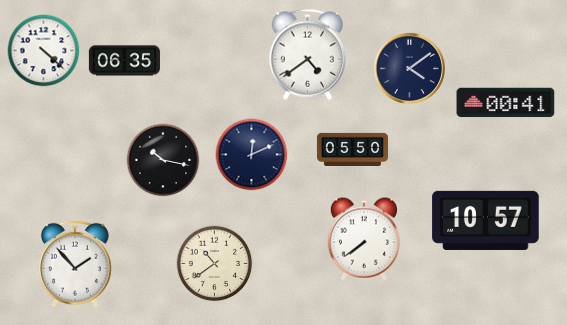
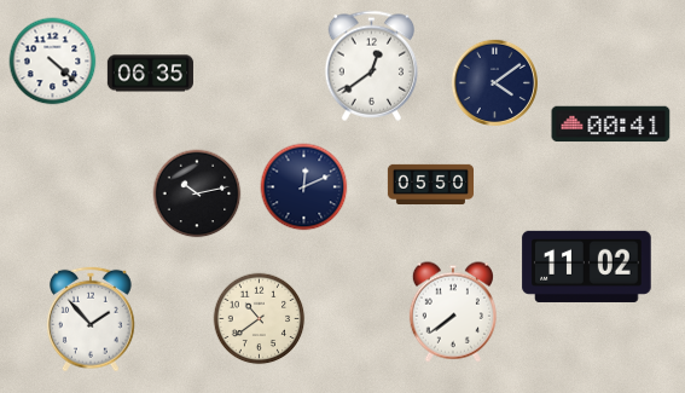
clock at (308, 54): 4:39 -> 12:39
clock at (352, 149) position: (352, 149) -> (430, 184)
clock at (163, 160): 10:17 -> 10:13
clock at (486, 220): 10:57 -> 11:02
clock at (364, 239) position: (364, 239) -> (453, 312)
